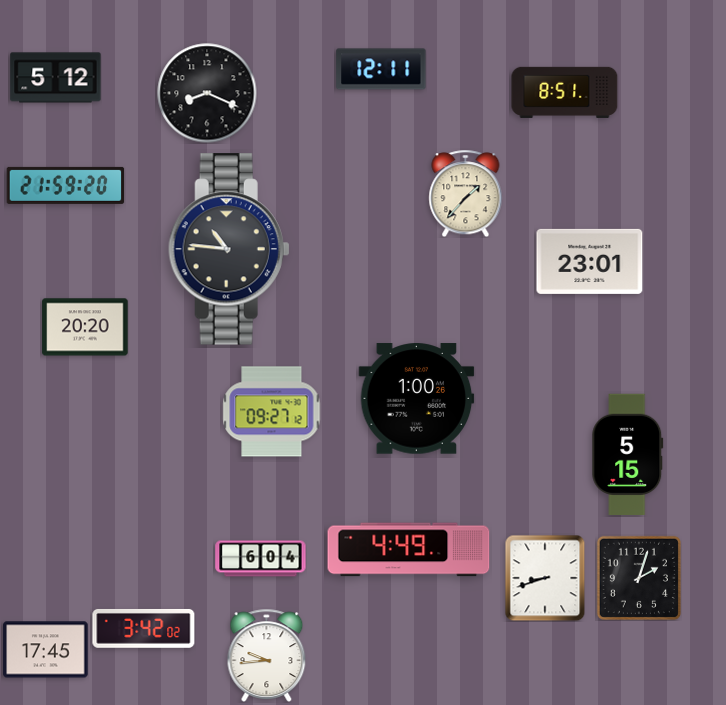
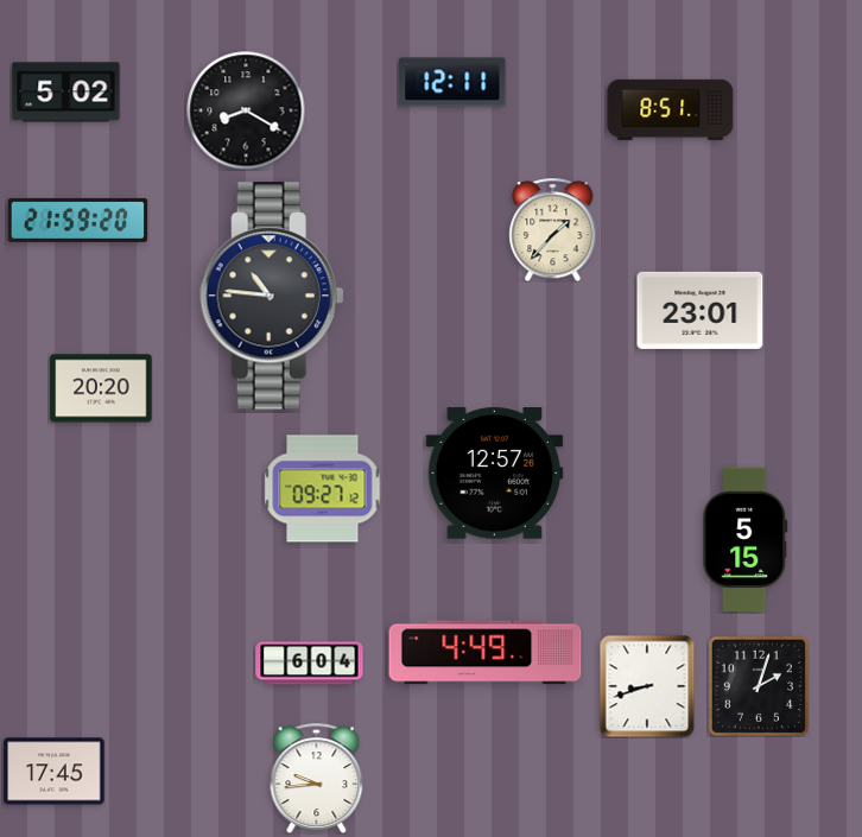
clock at (56, 78): 5:12 -> 5:02
clock at (207, 93): 8:19 -> 8:20
clock at (417, 399): 1:00 -> 12:57
clock at (144, 629): 3:42 -> none
